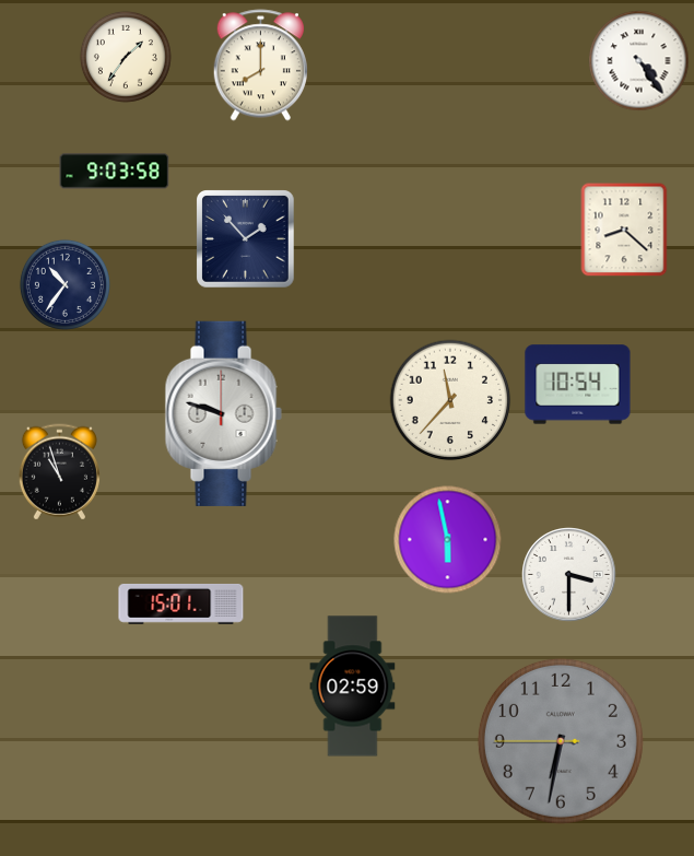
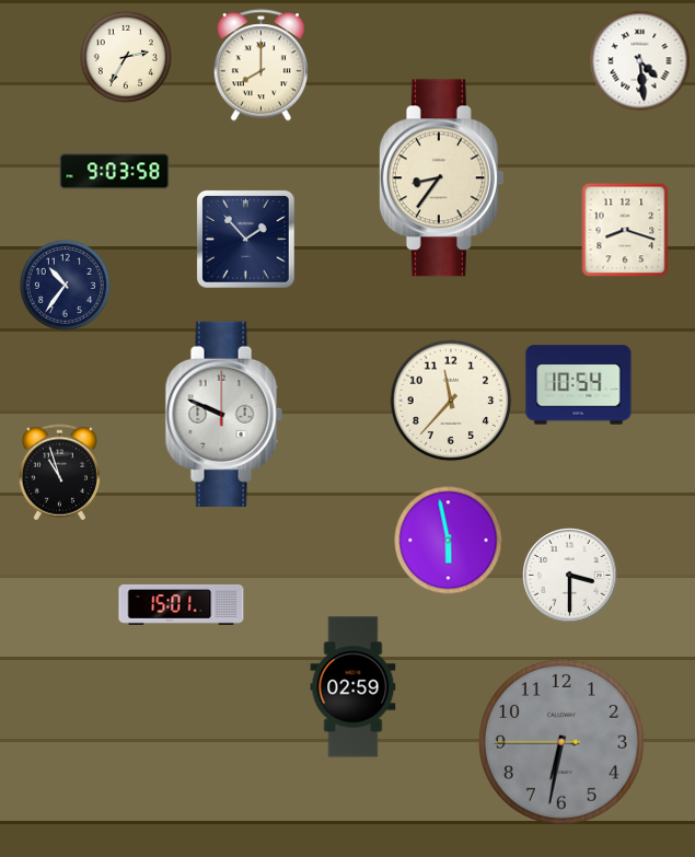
clock at (126, 57): 1:36 -> 2:35
clock at (639, 61): 4:24 -> 4:29
clock at (441, 178): none -> 8:36
clock at (624, 230): 8:22 -> 8:18
clock at (223, 413): 9:48 -> 9:49
